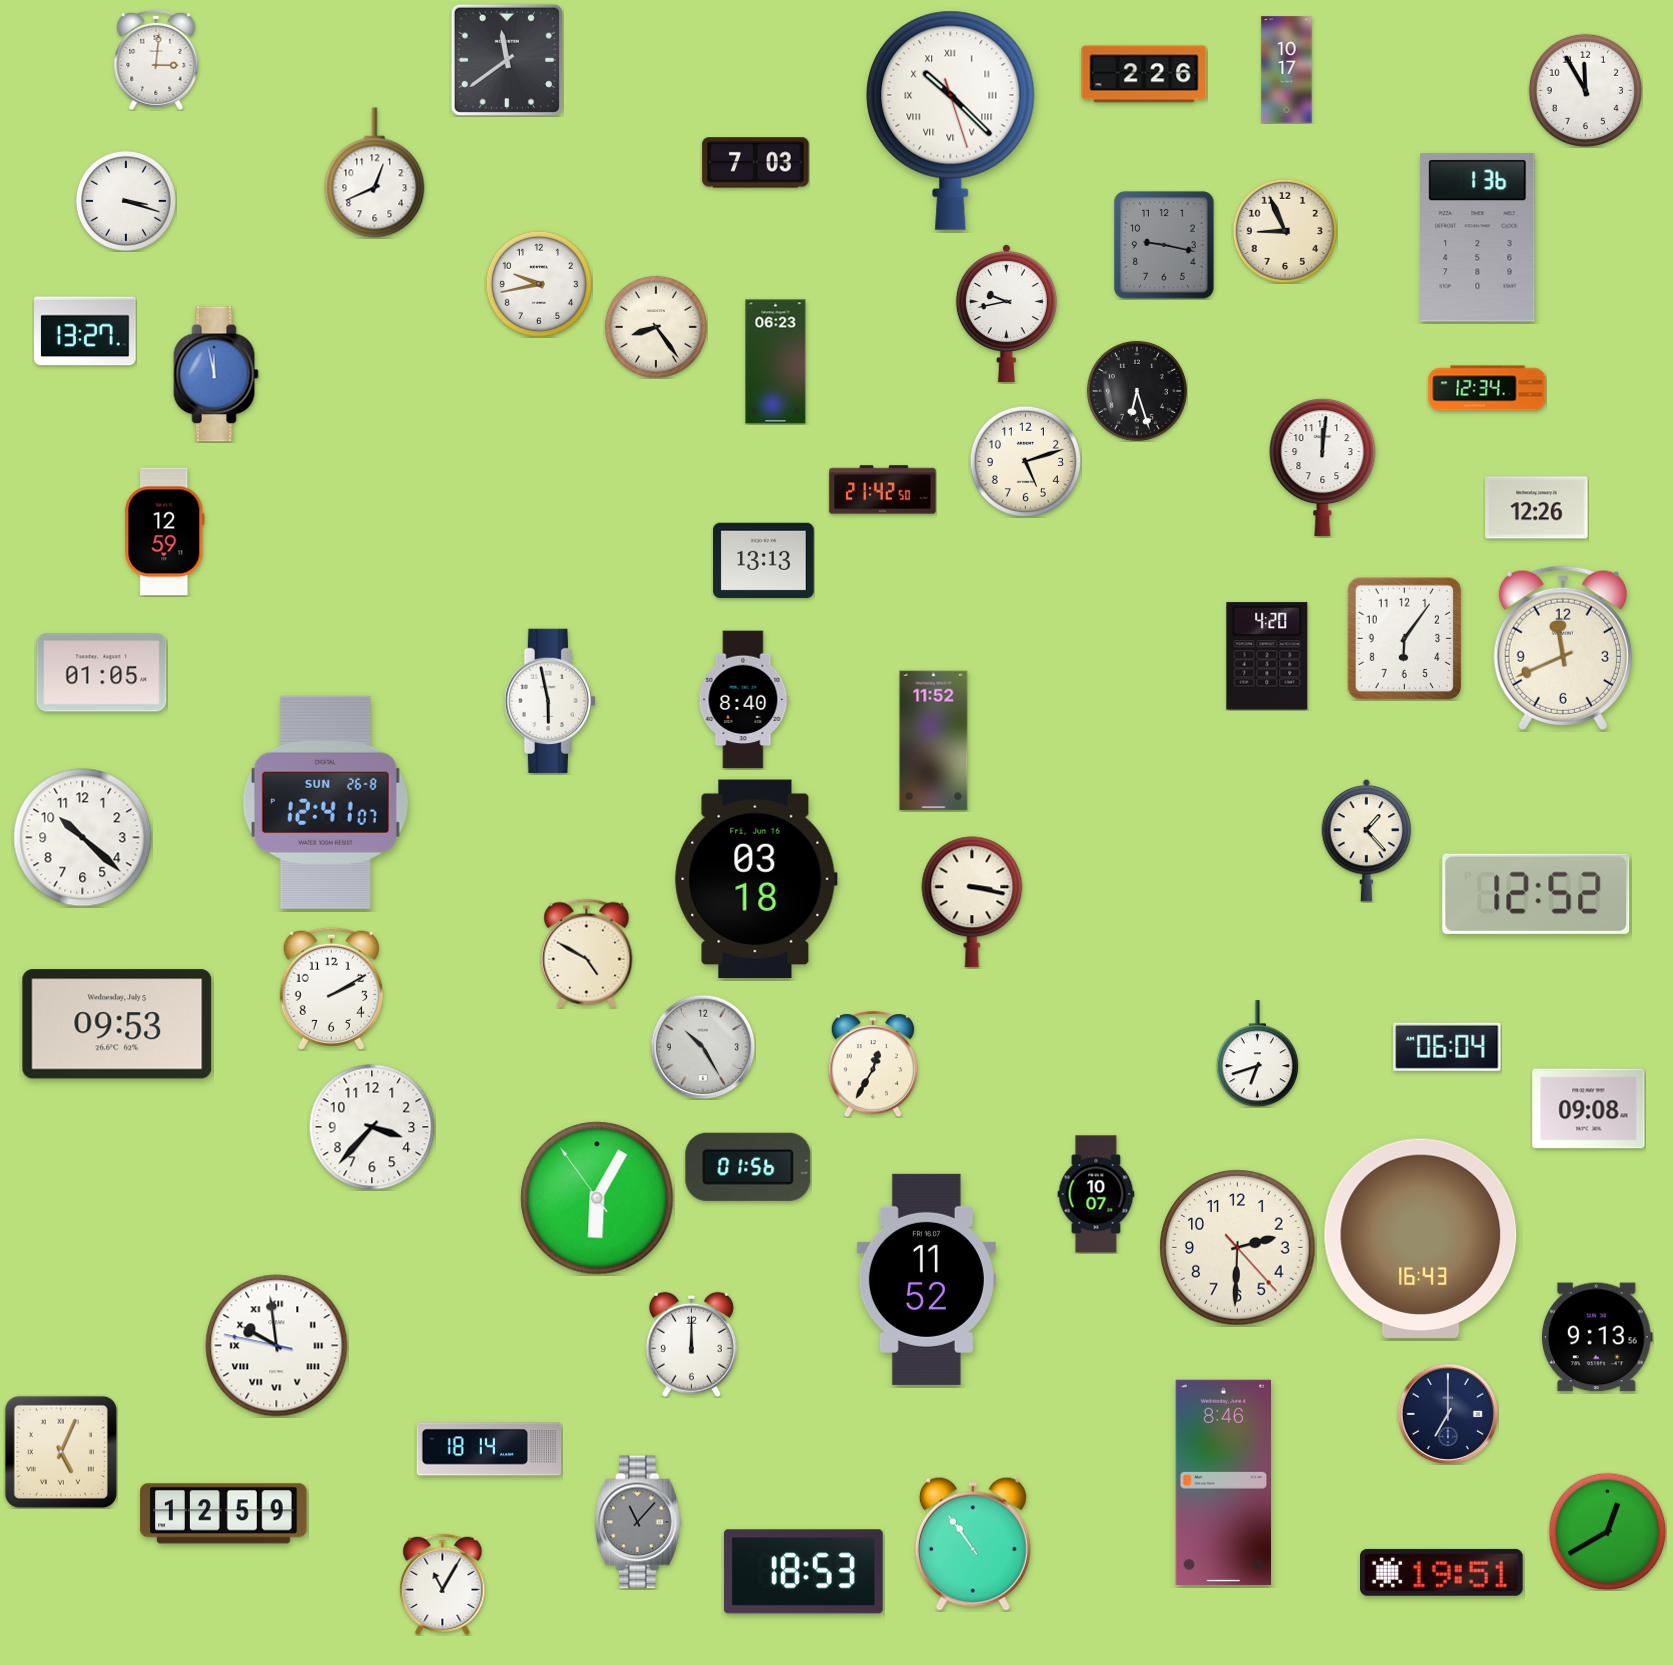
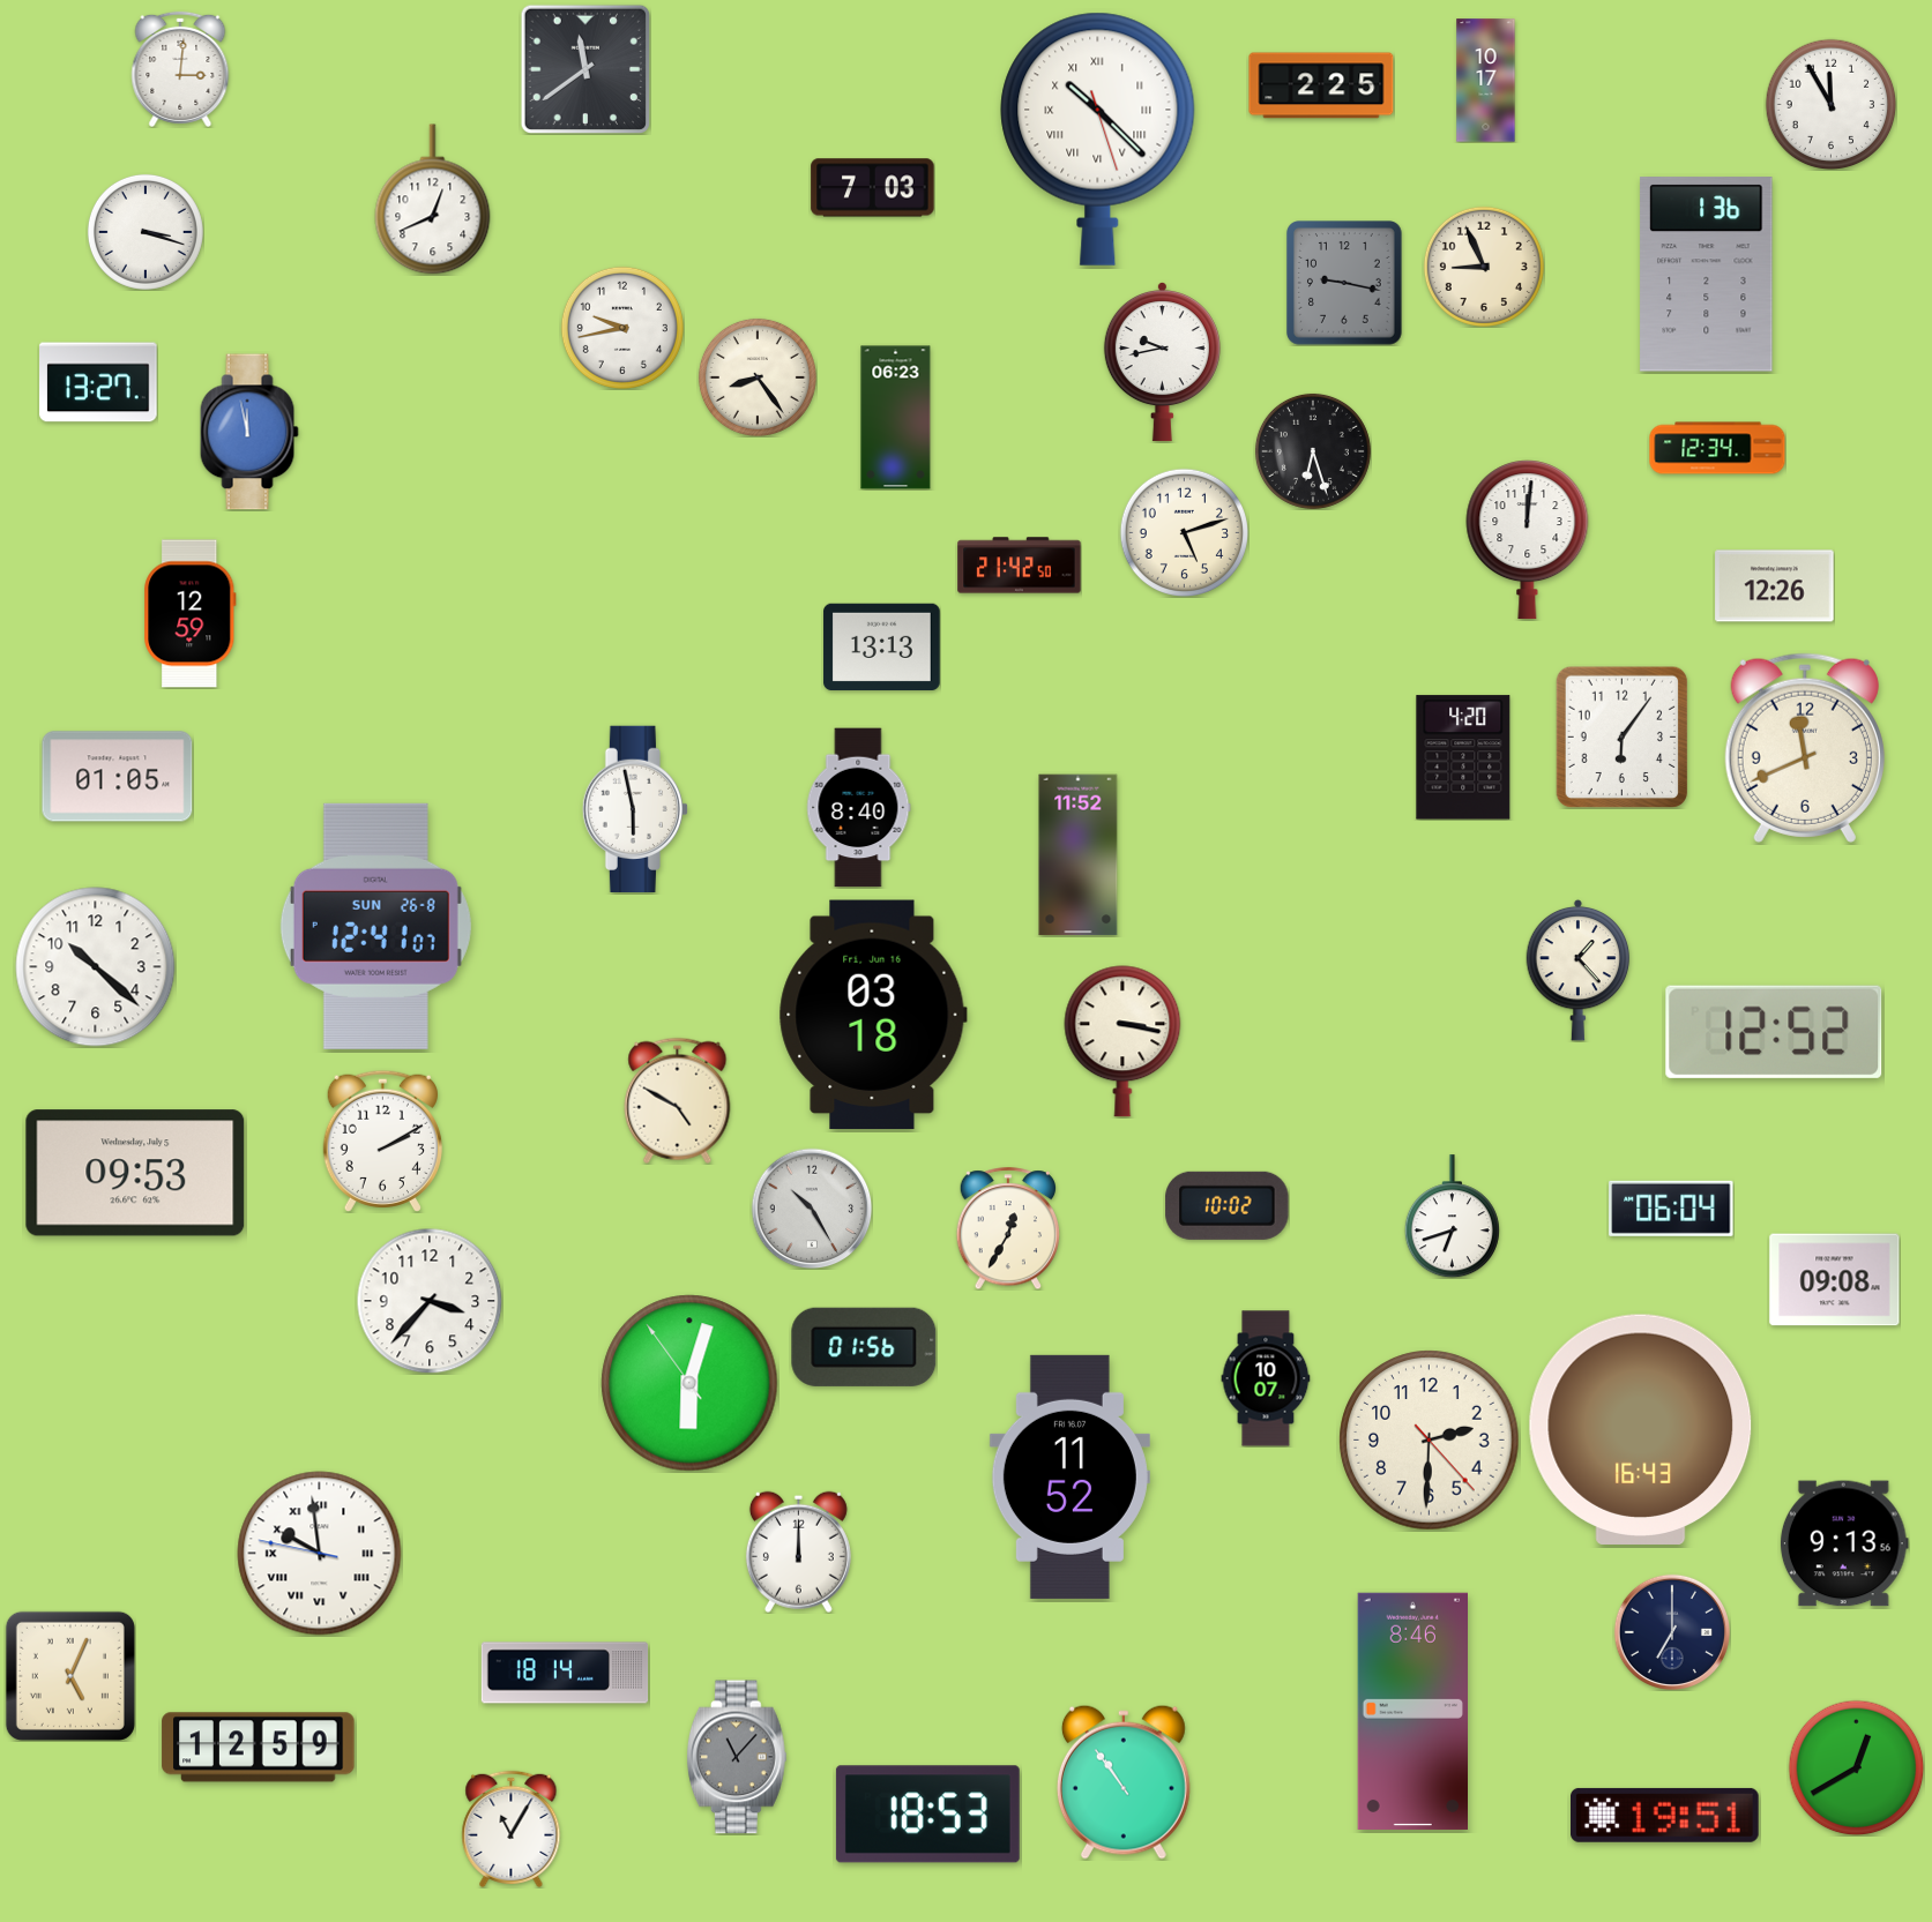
clock at (1144, 74): 2:26 -> 2:25
clock at (117, 1024) position: (117, 1024) -> (135, 1173)
clock at (1228, 1205): none -> 10:02
clock at (597, 1198): 6:04 -> 6:02
